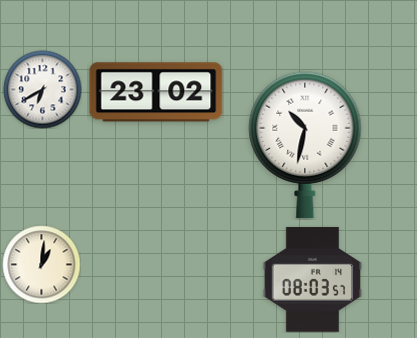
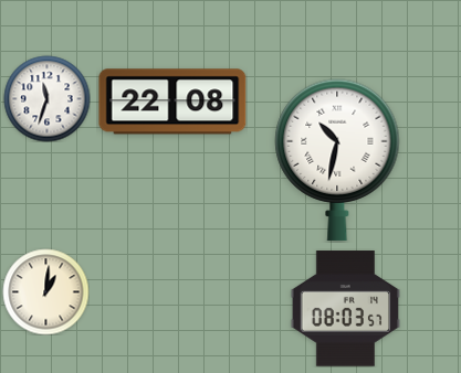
clock at (42, 89): 6:40 -> 11:33
clock at (156, 92): 23:02 -> 22:08
